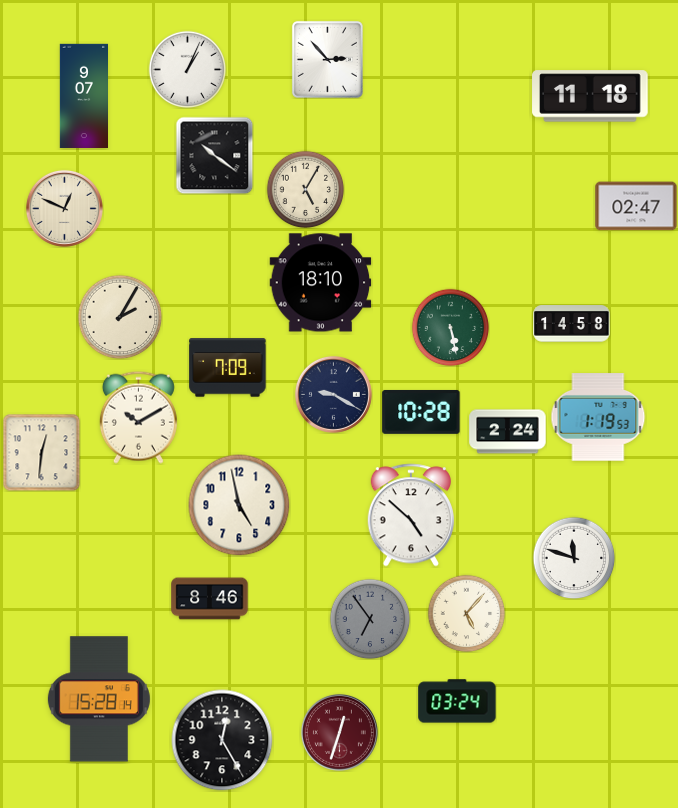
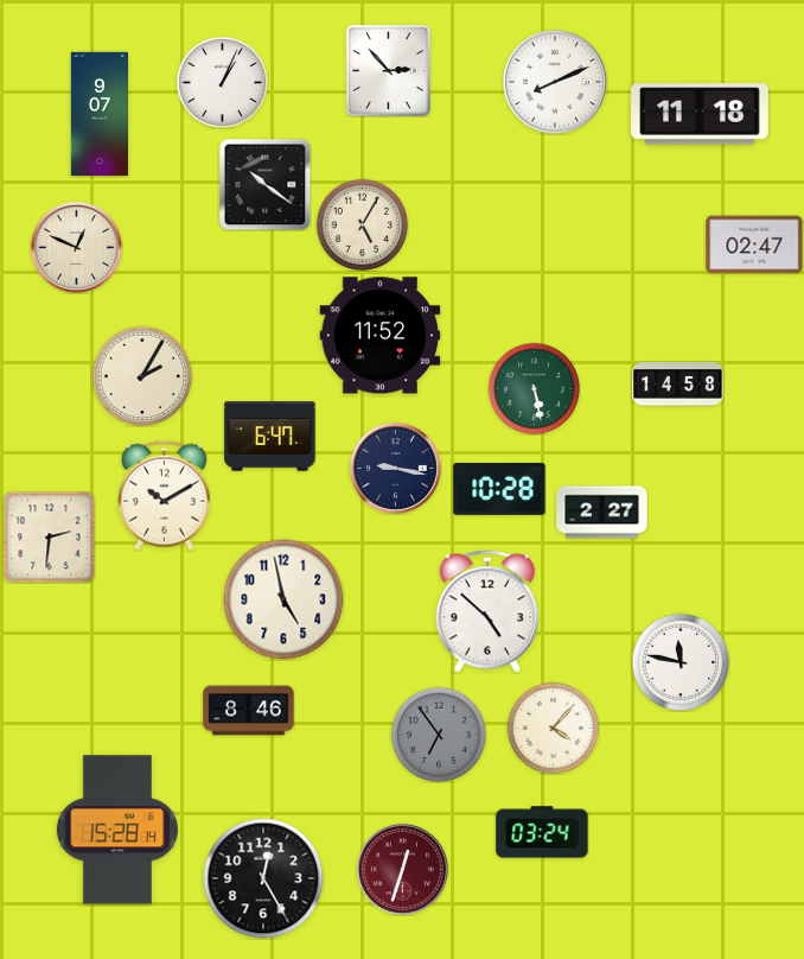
clock at (555, 82): none -> 8:11
clock at (214, 155) position: (214, 155) -> (264, 184)
clock at (321, 283): 18:10 -> 11:52
clock at (228, 368): 7:09 -> 6:47
clock at (333, 394): 9:20 -> 9:17
clock at (598, 417): 1:19 -> none
clock at (508, 432): 2:24 -> 2:27
clock at (41, 452): 12:31 -> 2:31
clock at (574, 558): 11:48 -> 11:47
clock at (466, 613): 5:07 -> 4:07
